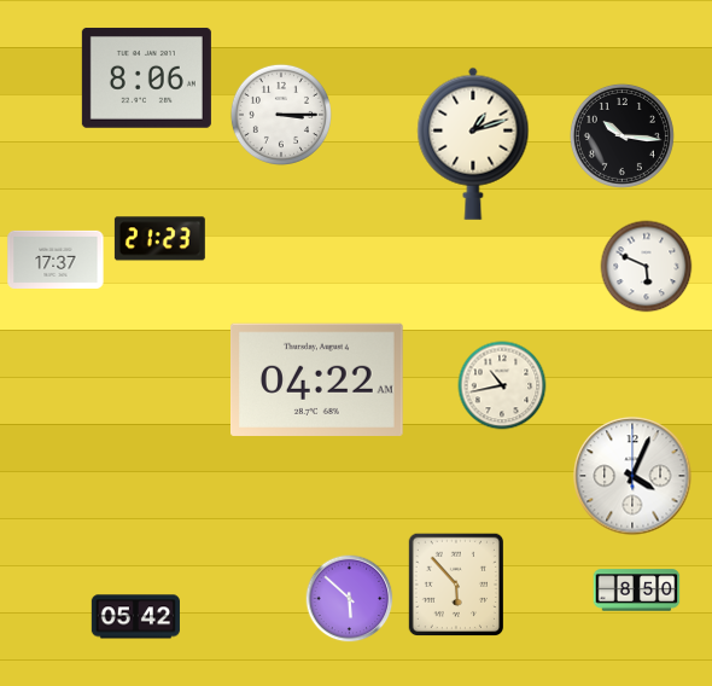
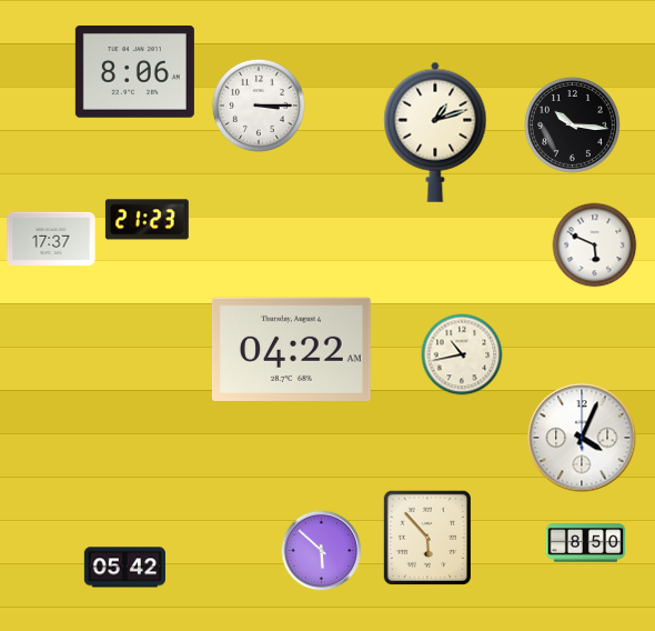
clock at (455, 585) position: (455, 585) -> (426, 538)
